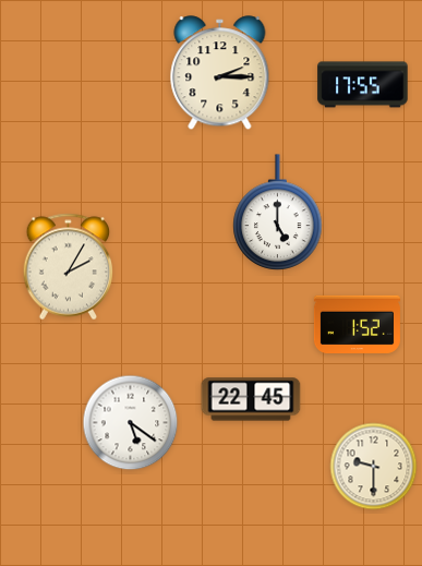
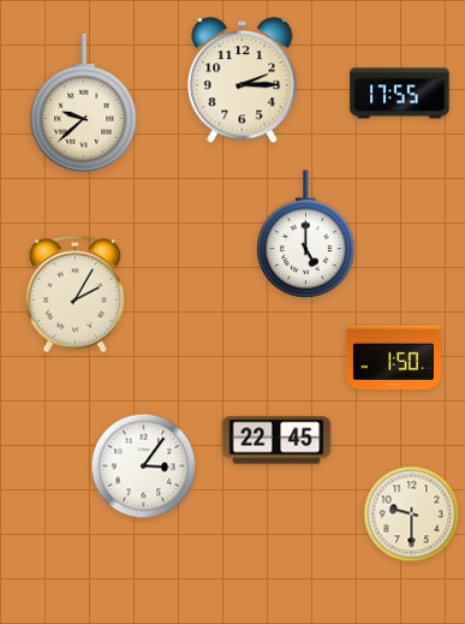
clock at (84, 102): none -> 9:38
clock at (357, 324): 1:52 -> 1:50
clock at (131, 423): 5:21 -> 3:06
